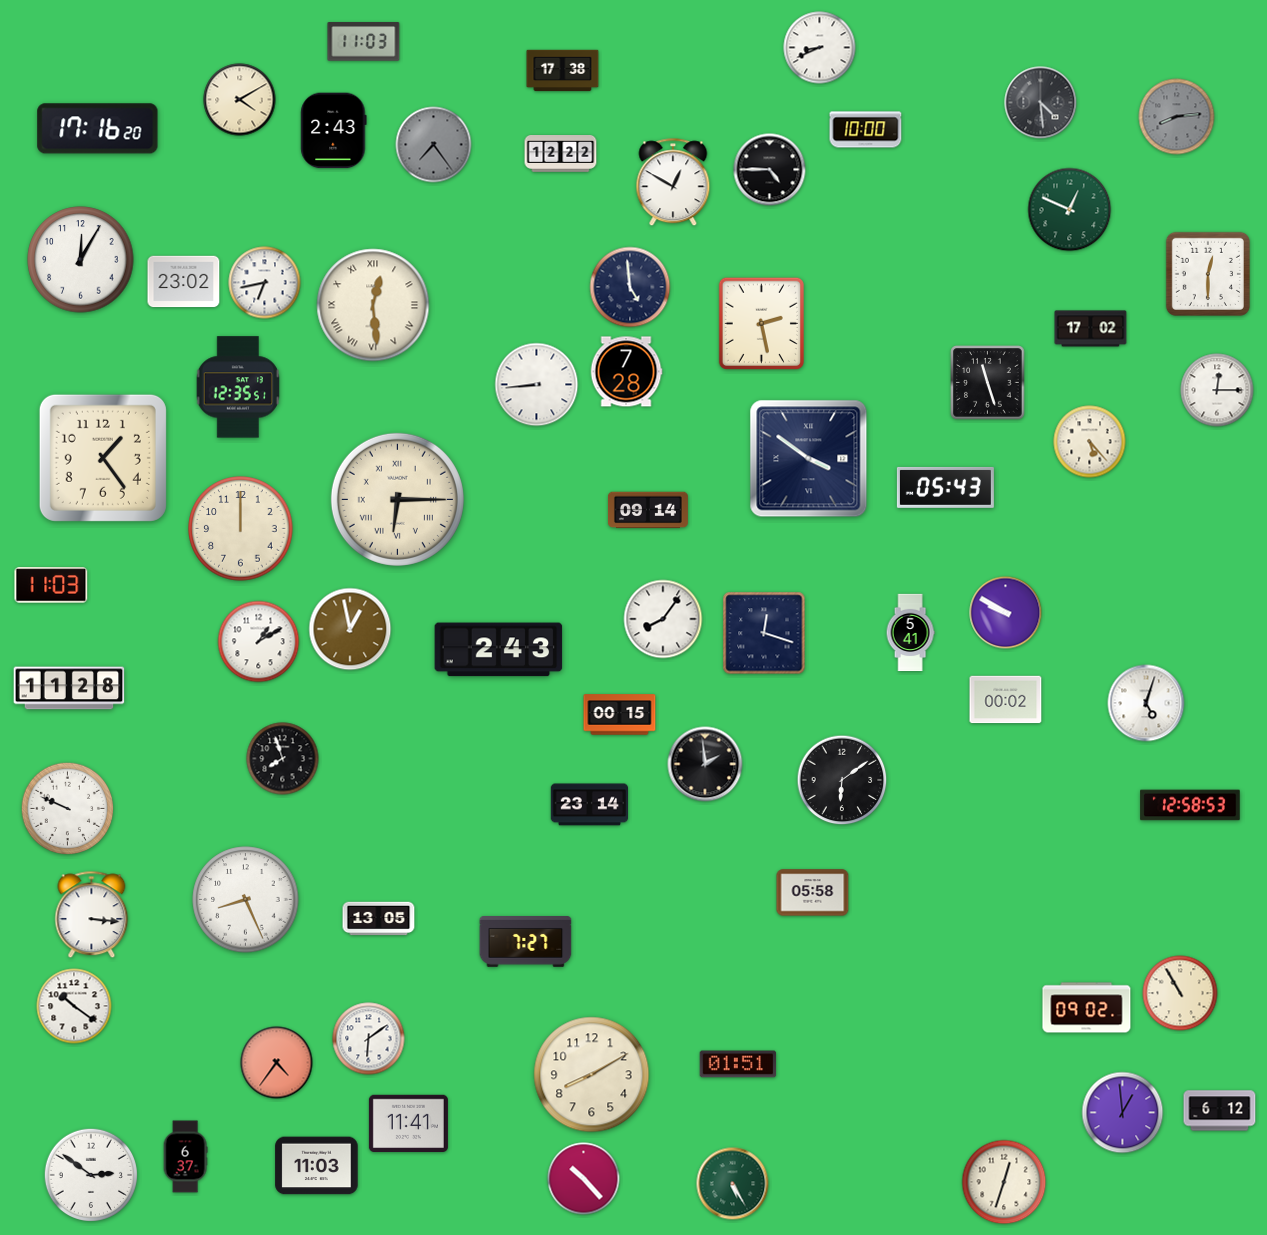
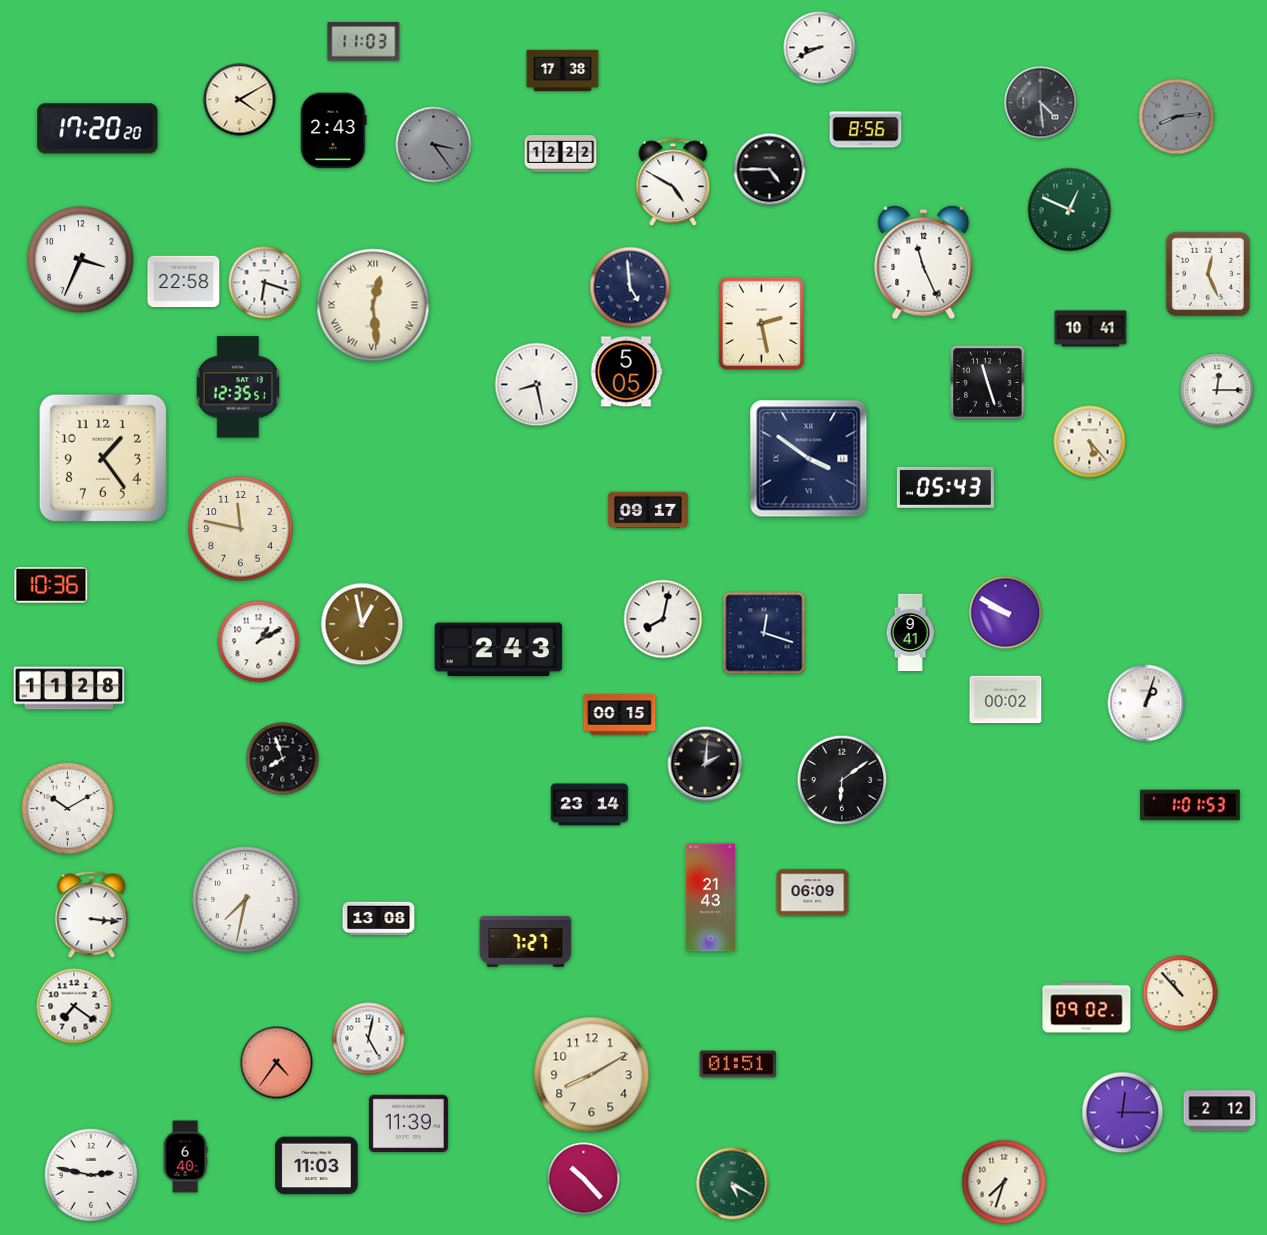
clock at (98, 129): 17:16 -> 17:20
clock at (866, 130): 10:00 -> 8:56
clock at (434, 145): 7:24 -> 3:24
clock at (673, 183): 12:50 -> 4:50
clock at (81, 260): 12:05 -> 3:34
clock at (924, 262): none -> 11:26
clock at (1208, 274): 12:30 -> 12:26
clock at (184, 282): 23:02 -> 22:58
clock at (265, 283): 6:43 -> 6:18
clock at (1091, 329): 17:02 -> 10:41
clock at (626, 372): 7:28 -> 5:05
clock at (537, 385): 8:44 -> 8:28
clock at (397, 499): 6:15 -> none
clock at (648, 510): 09:14 -> 09:17
clock at (241, 529): 12:00 -> 11:47
clock at (51, 585): 11:03 -> 10:36
clock at (663, 619): 8:06 -> 8:02
clock at (350, 629) position: (350, 629) -> (362, 624)
clock at (910, 633): 5:41 -> 9:41
clock at (1146, 703): 5:03 -> 1:03
clock at (705, 764): 1:59 -> 2:01
clock at (1190, 805): 12:58 -> 1:01
clock at (68, 809): 9:49 -> 10:10
clock at (813, 893): 05:58 -> 06:09
clock at (710, 898): none -> 21:43
clock at (246, 900): 8:26 -> 7:32
clock at (379, 919): 13:05 -> 13:08
clock at (1180, 993): 10:55 -> 10:53
clock at (74, 1006): 10:21 -> 7:21
clock at (369, 1039): 6:09 -> 5:02
clock at (1220, 1111): 6:12 -> 2:12
clock at (1123, 1113): 12:59 -> 12:15
clock at (408, 1123): 11:41 -> 11:39
clock at (185, 1157): 6:37 -> 6:40
clock at (90, 1174): 2:51 -> 2:47
clock at (1004, 1182): 12:33 -> 7:33
clock at (733, 1184): 5:25 -> 5:20
